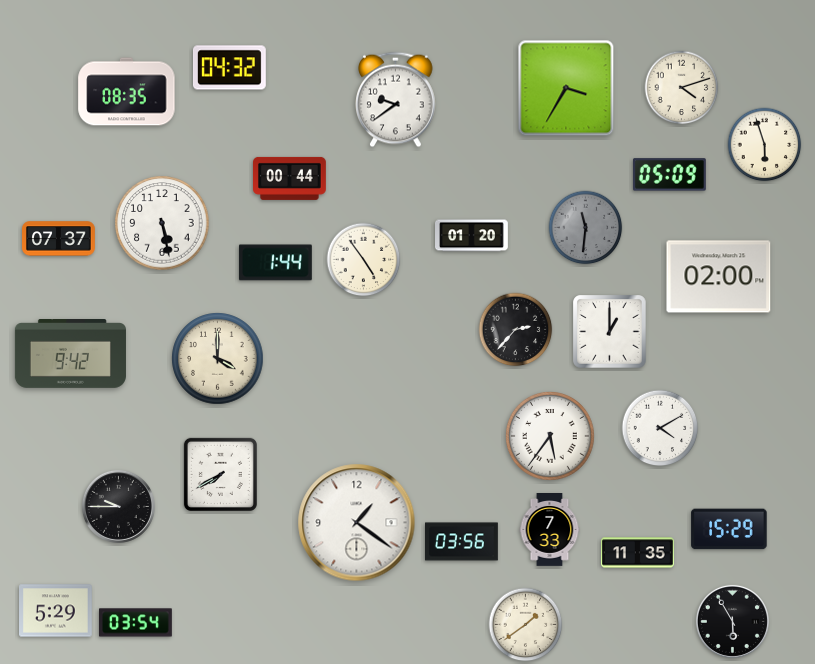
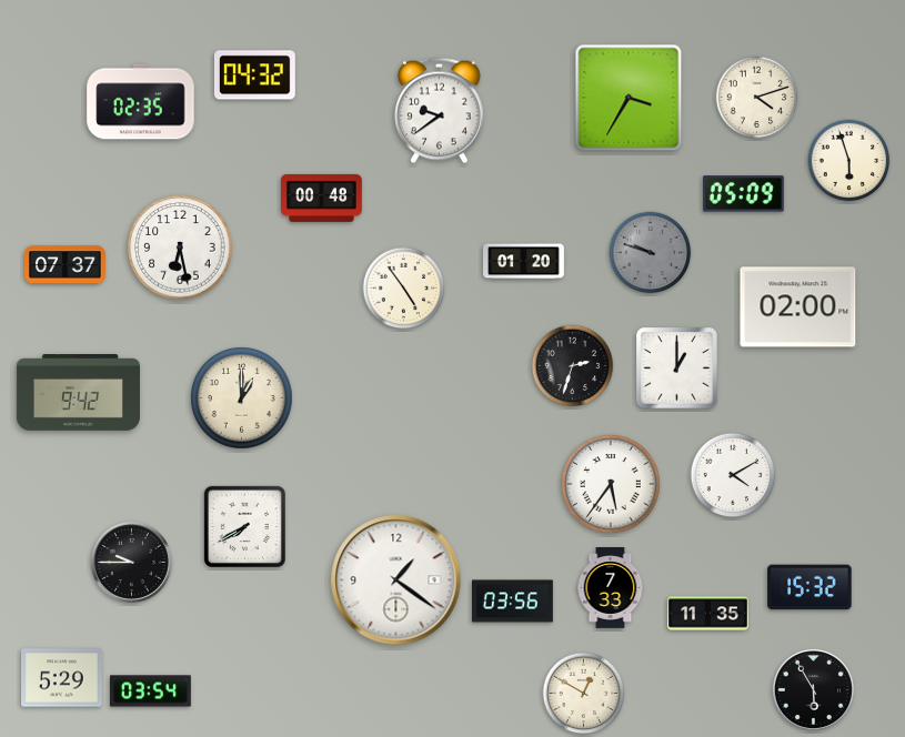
clock at (127, 92): 08:35 -> 02:35
clock at (290, 178): 00:44 -> 00:48
clock at (162, 223): 5:28 -> 6:28
clock at (586, 228): 11:31 -> 9:48
clock at (275, 263): 1:44 -> none
clock at (516, 330): 2:37 -> 2:33
clock at (218, 359): 4:00 -> 1:00
clock at (729, 529): 15:29 -> 15:32
clock at (526, 625): 1:39 -> 12:50
